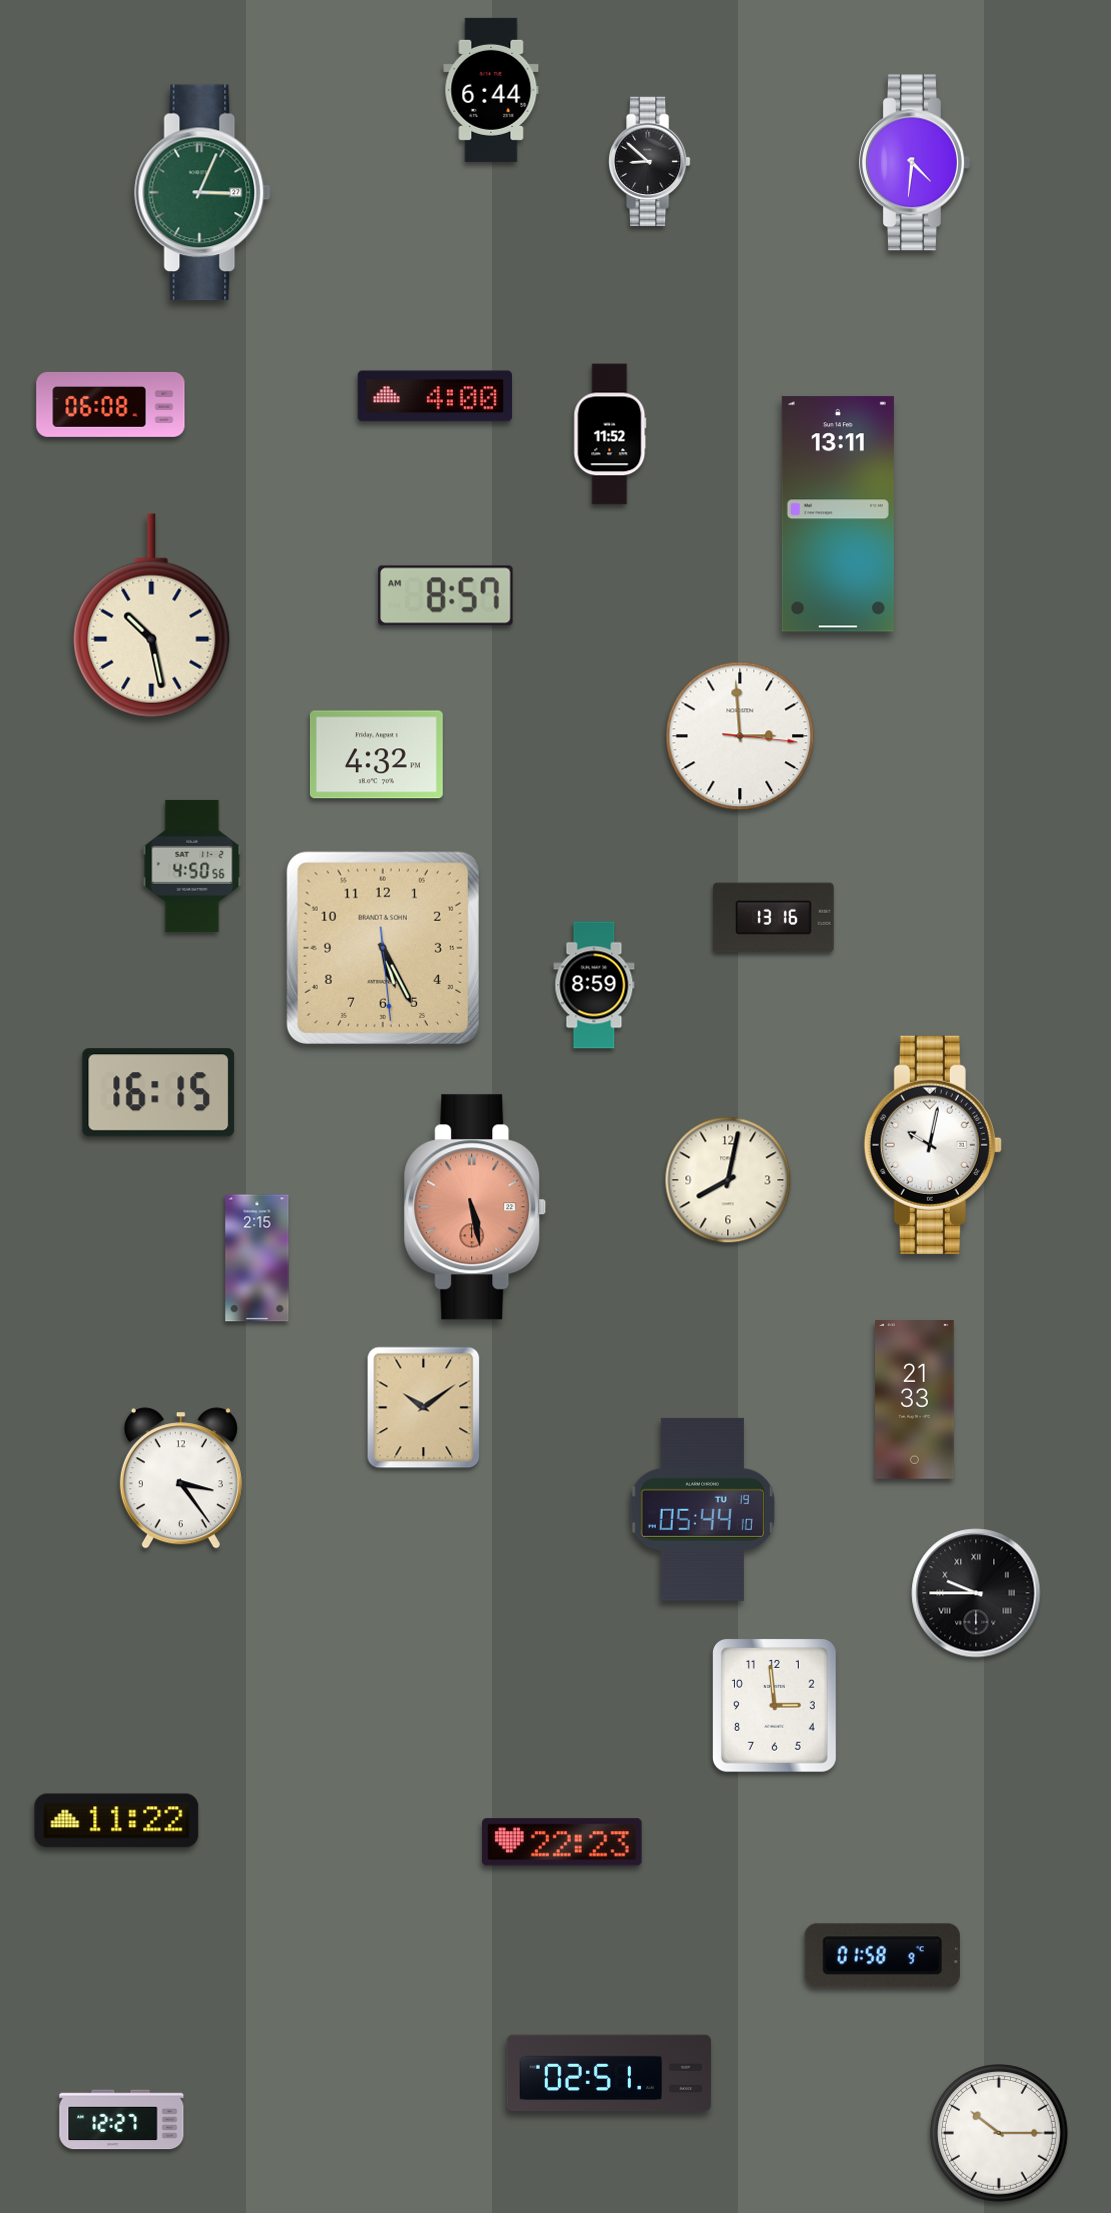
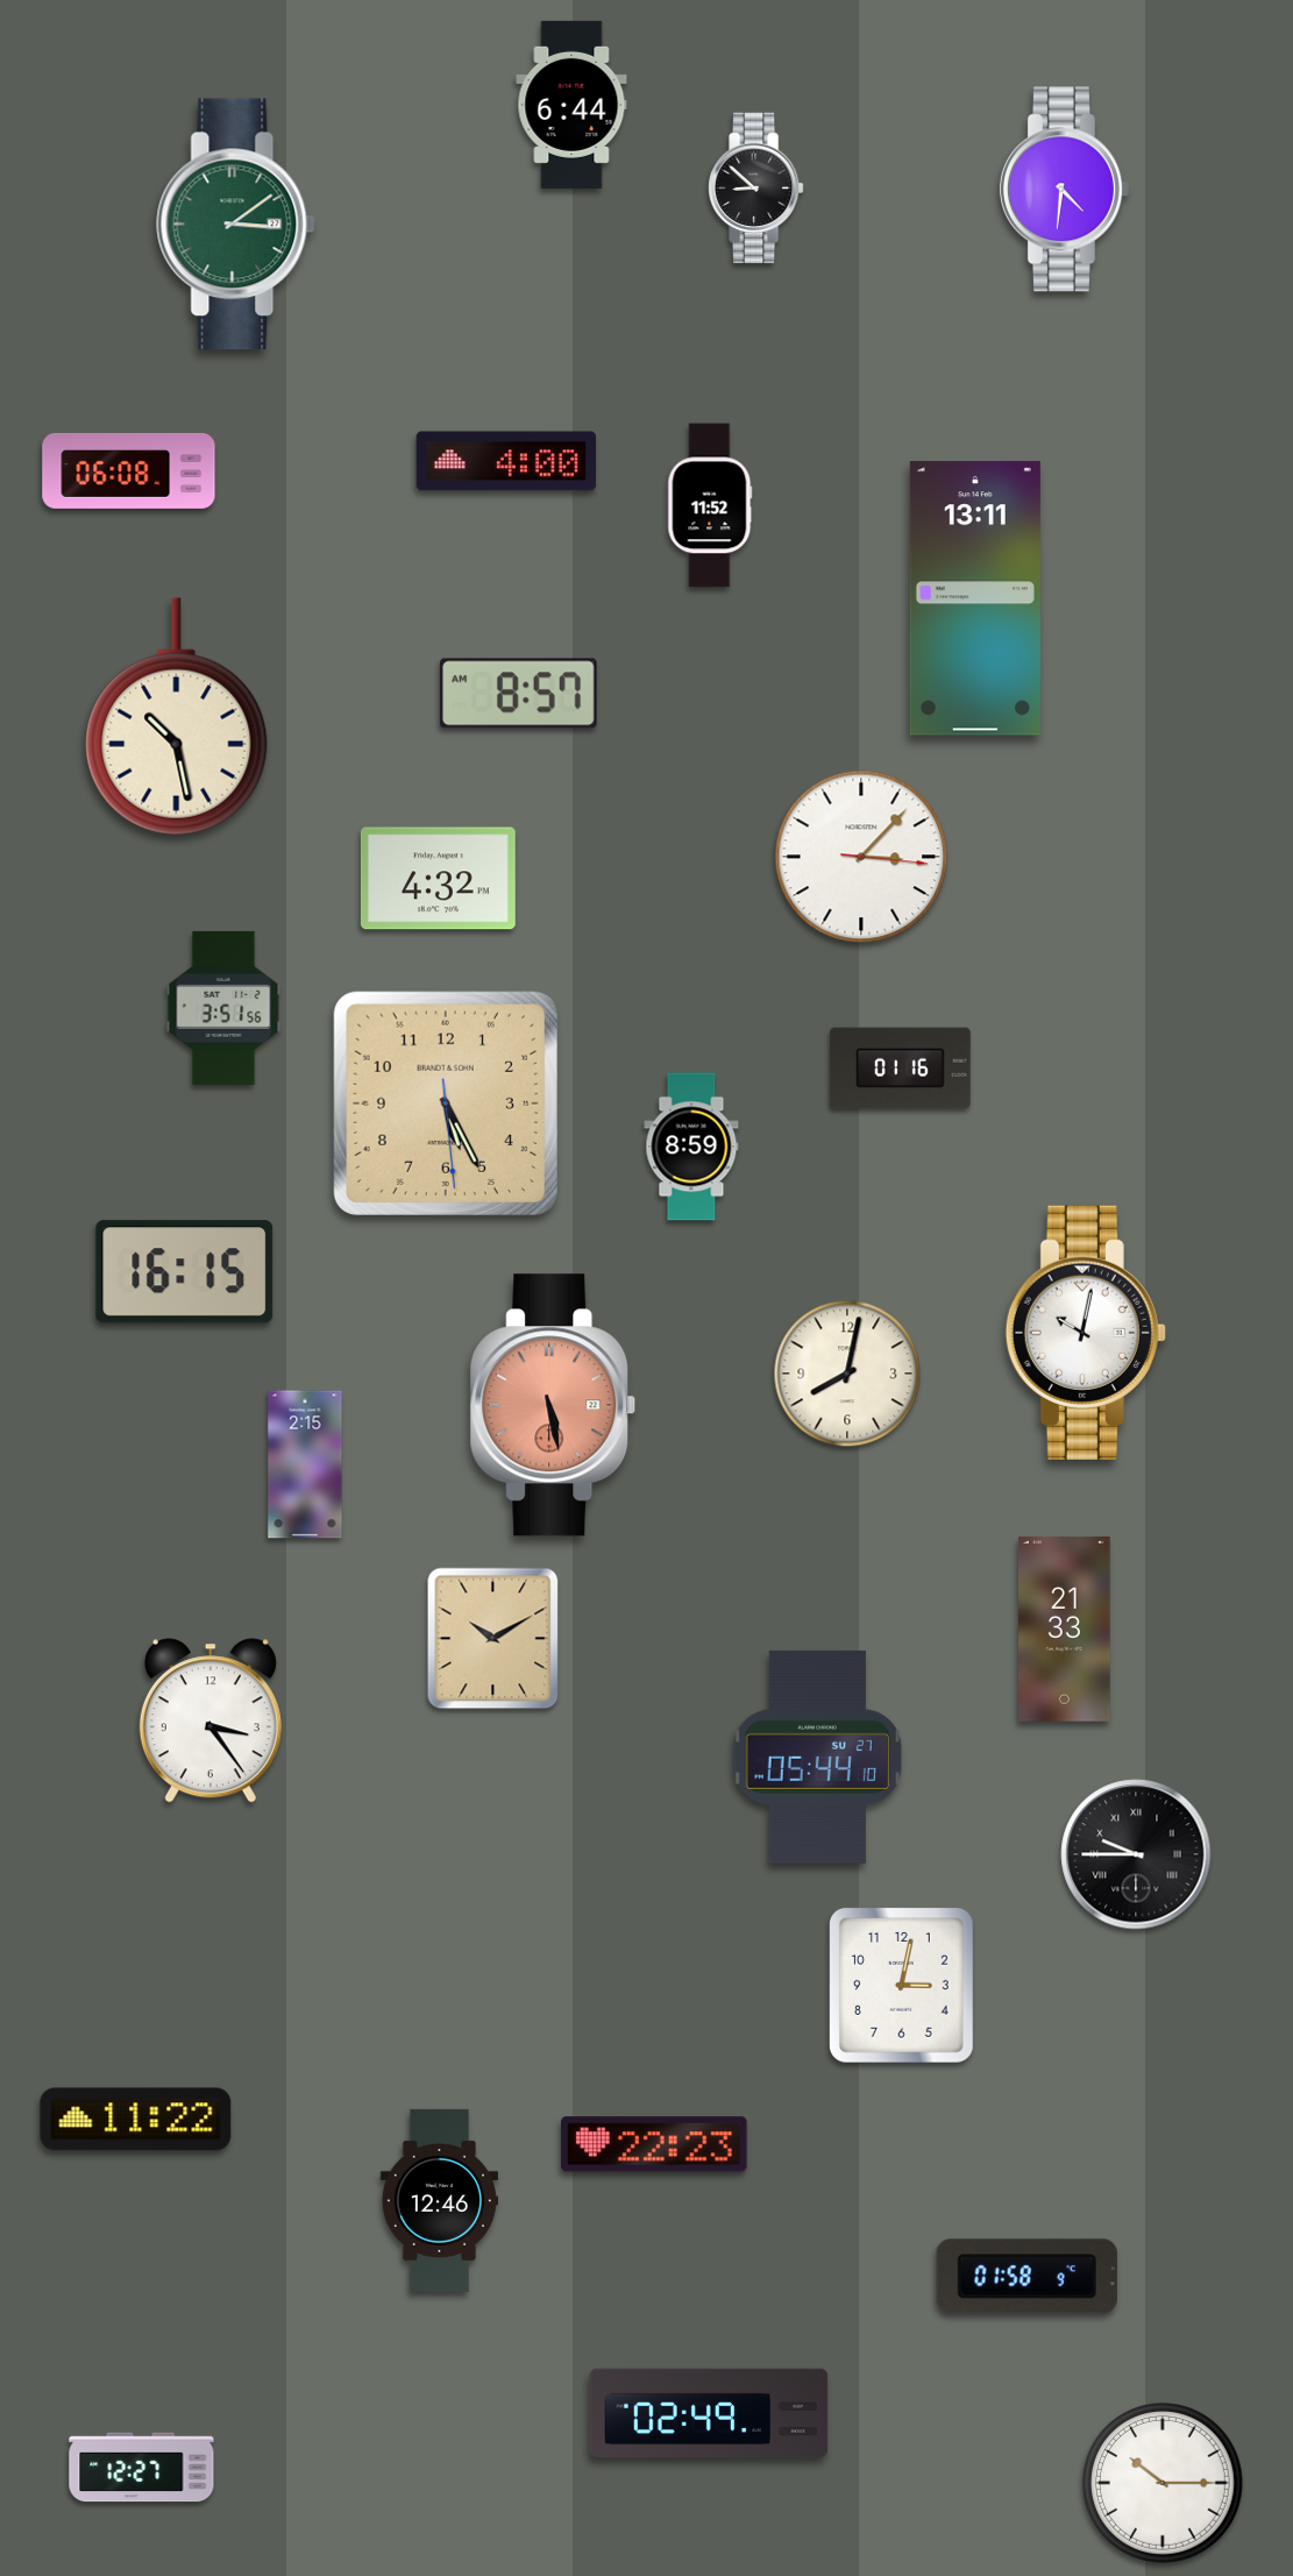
clock at (203, 193): 3:04 -> 3:09
clock at (740, 736): 2:59 -> 3:07
clock at (192, 866): 4:50 -> 3:51
clock at (774, 918): 13:16 -> 01:16
clock at (257, 1258) position: (257, 1258) -> (305, 1464)
clock at (424, 1408): 10:09 -> 10:10
clock at (702, 1509) date: TU 19 -> SU 27
clock at (774, 1705): 2:59 -> 3:02
clock at (439, 2200): none -> 12:46
clock at (609, 2073): 02:51 -> 02:49
